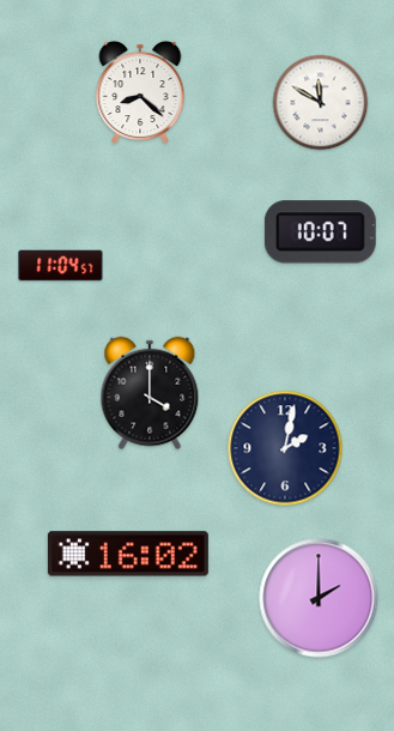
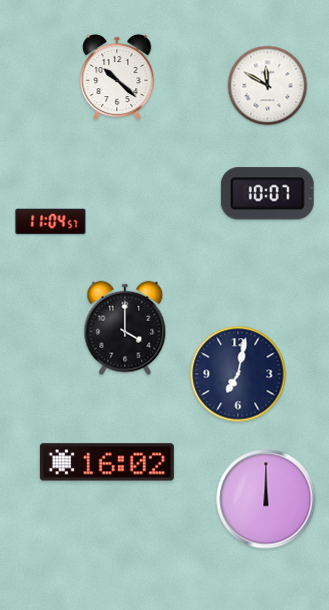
clock at (140, 92): 8:22 -> 10:22
clock at (285, 448): 2:02 -> 7:02
clock at (319, 598): 2:00 -> 12:00
